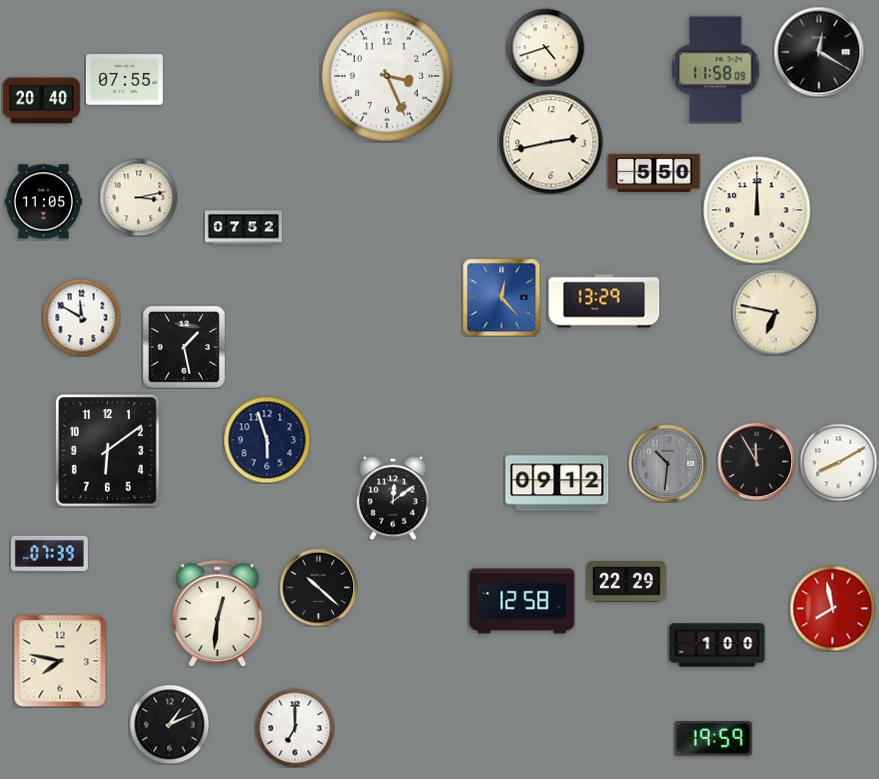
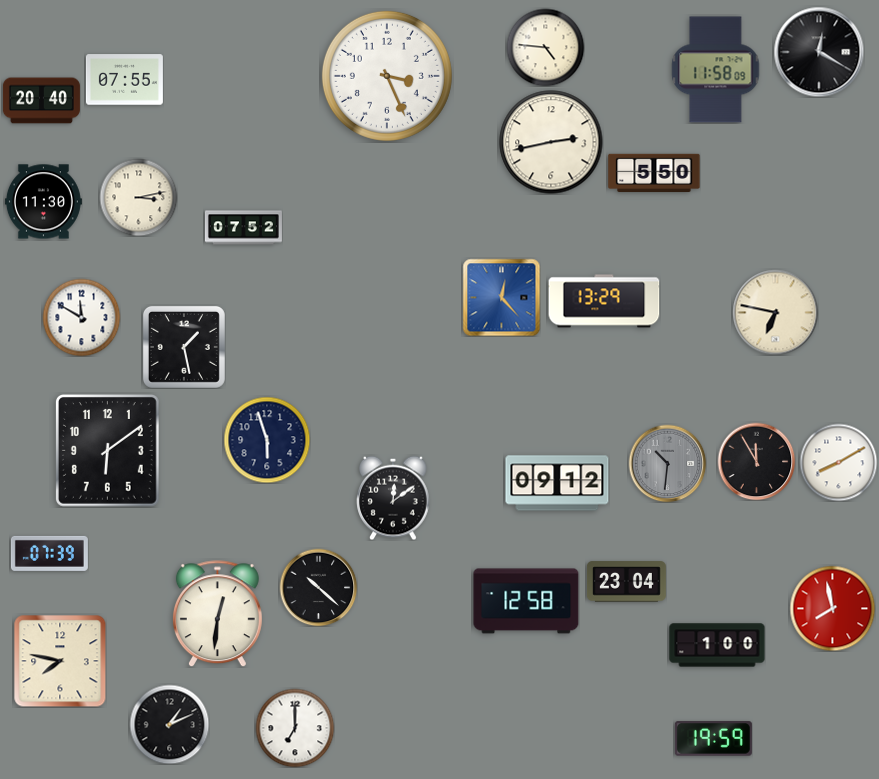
clock at (545, 47): 4:42 -> 4:46
clock at (43, 202): 11:05 -> 11:30
clock at (757, 210): 12:00 -> none
clock at (626, 582): 22:29 -> 23:04
clock at (522, 601) position: (522, 601) -> (526, 601)
